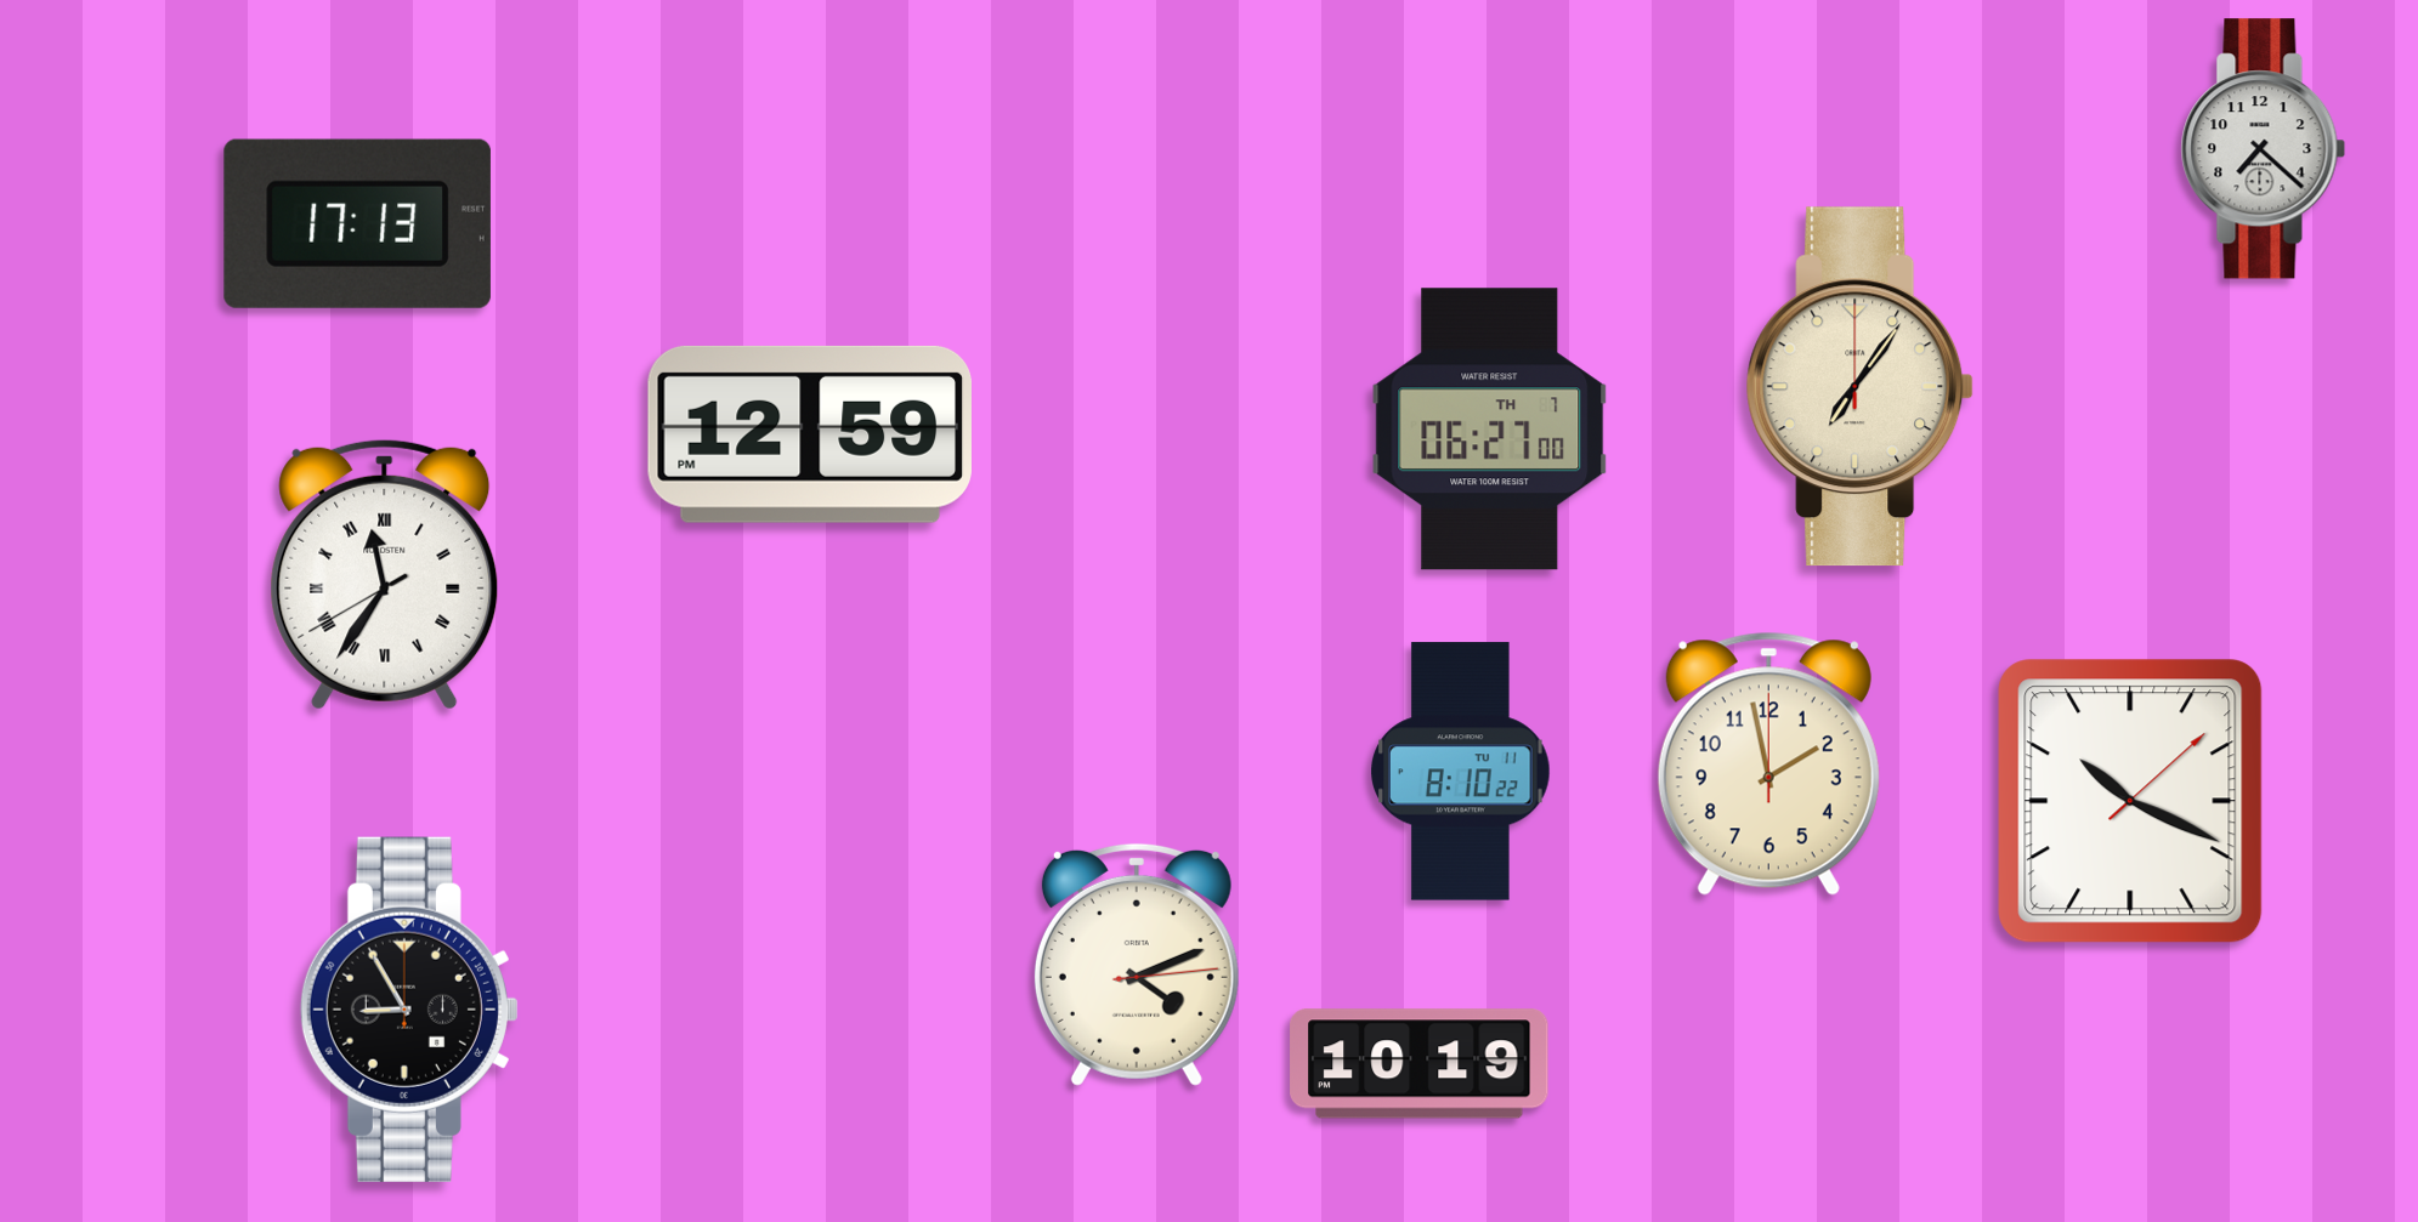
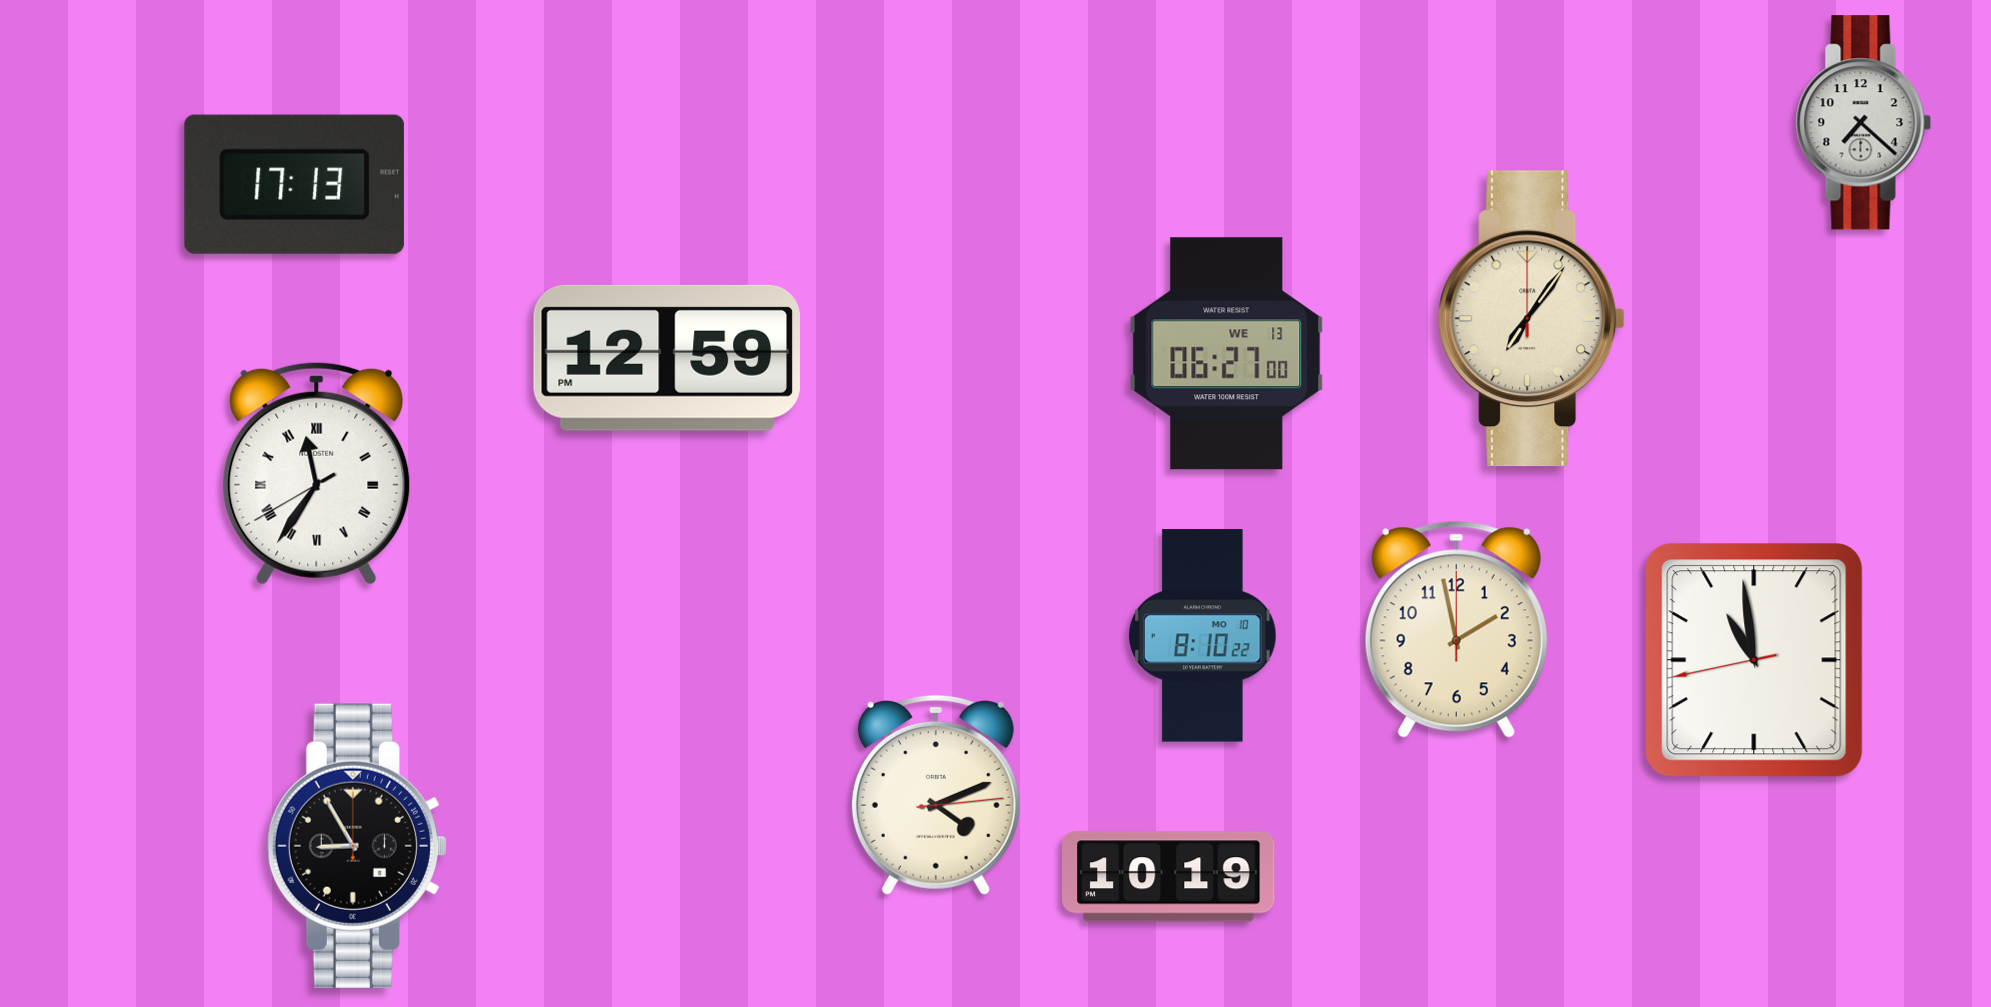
clock at (1490, 430) date: TH 7 -> WE 13
clock at (1461, 772) date: TU 11 -> MO 10
clock at (2130, 801): 10:19 -> 10:58
clock at (409, 1010) position: (409, 1010) -> (357, 846)
